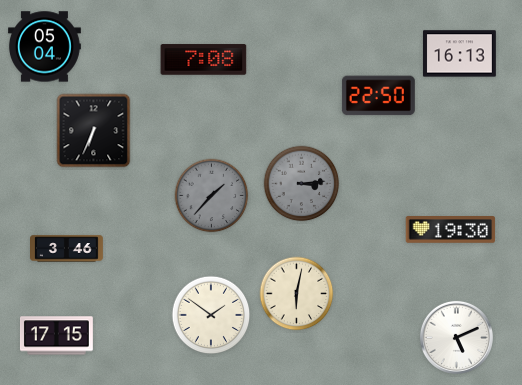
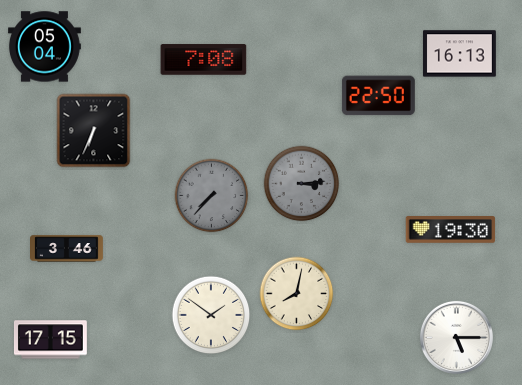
clock at (212, 196): 1:37 -> 7:37
clock at (297, 294): 6:02 -> 8:02
clock at (56, 336) position: (56, 336) -> (50, 340)
clock at (456, 337): 5:11 -> 5:15
